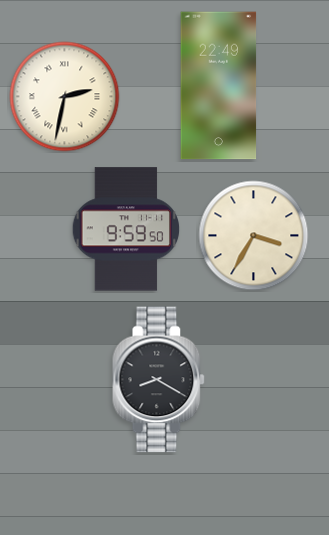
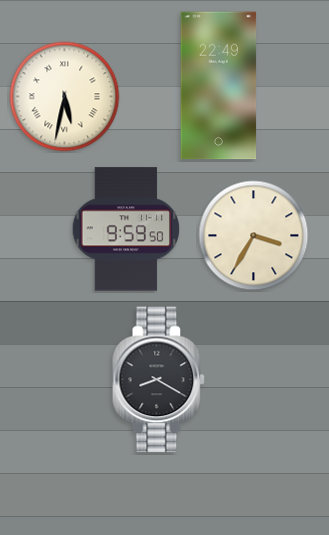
clock at (65, 97): 2:32 -> 5:32
